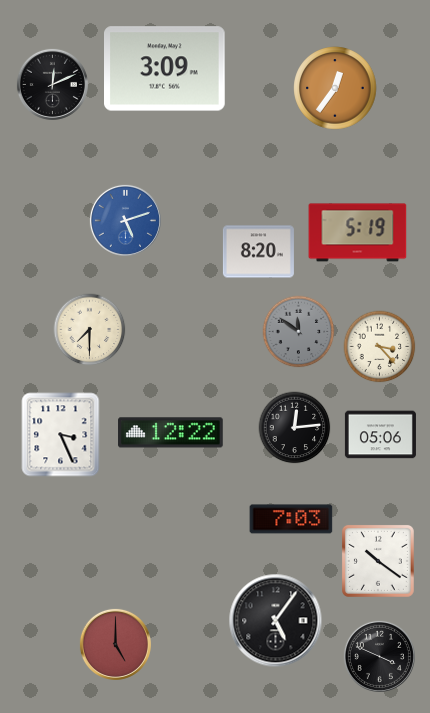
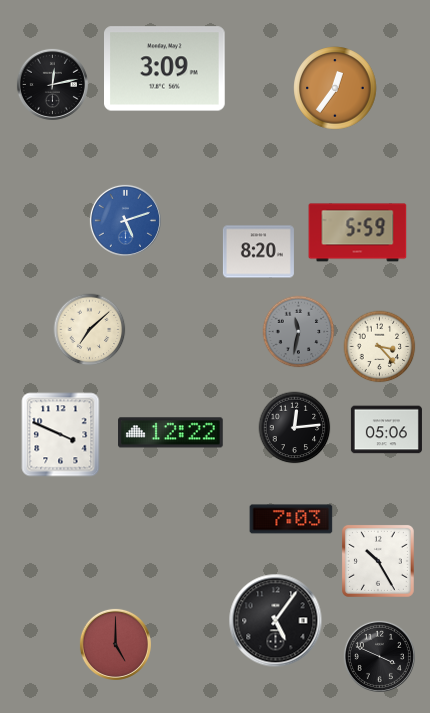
clock at (52, 84): 12:11 -> 12:13
clock at (358, 233): 5:19 -> 5:59
clock at (90, 330): 7:30 -> 7:08
clock at (299, 332): 11:51 -> 11:32
clock at (61, 435): 3:26 -> 3:49
clock at (380, 435) position: (380, 435) -> (386, 430)
clock at (378, 561): 10:21 -> 10:25
